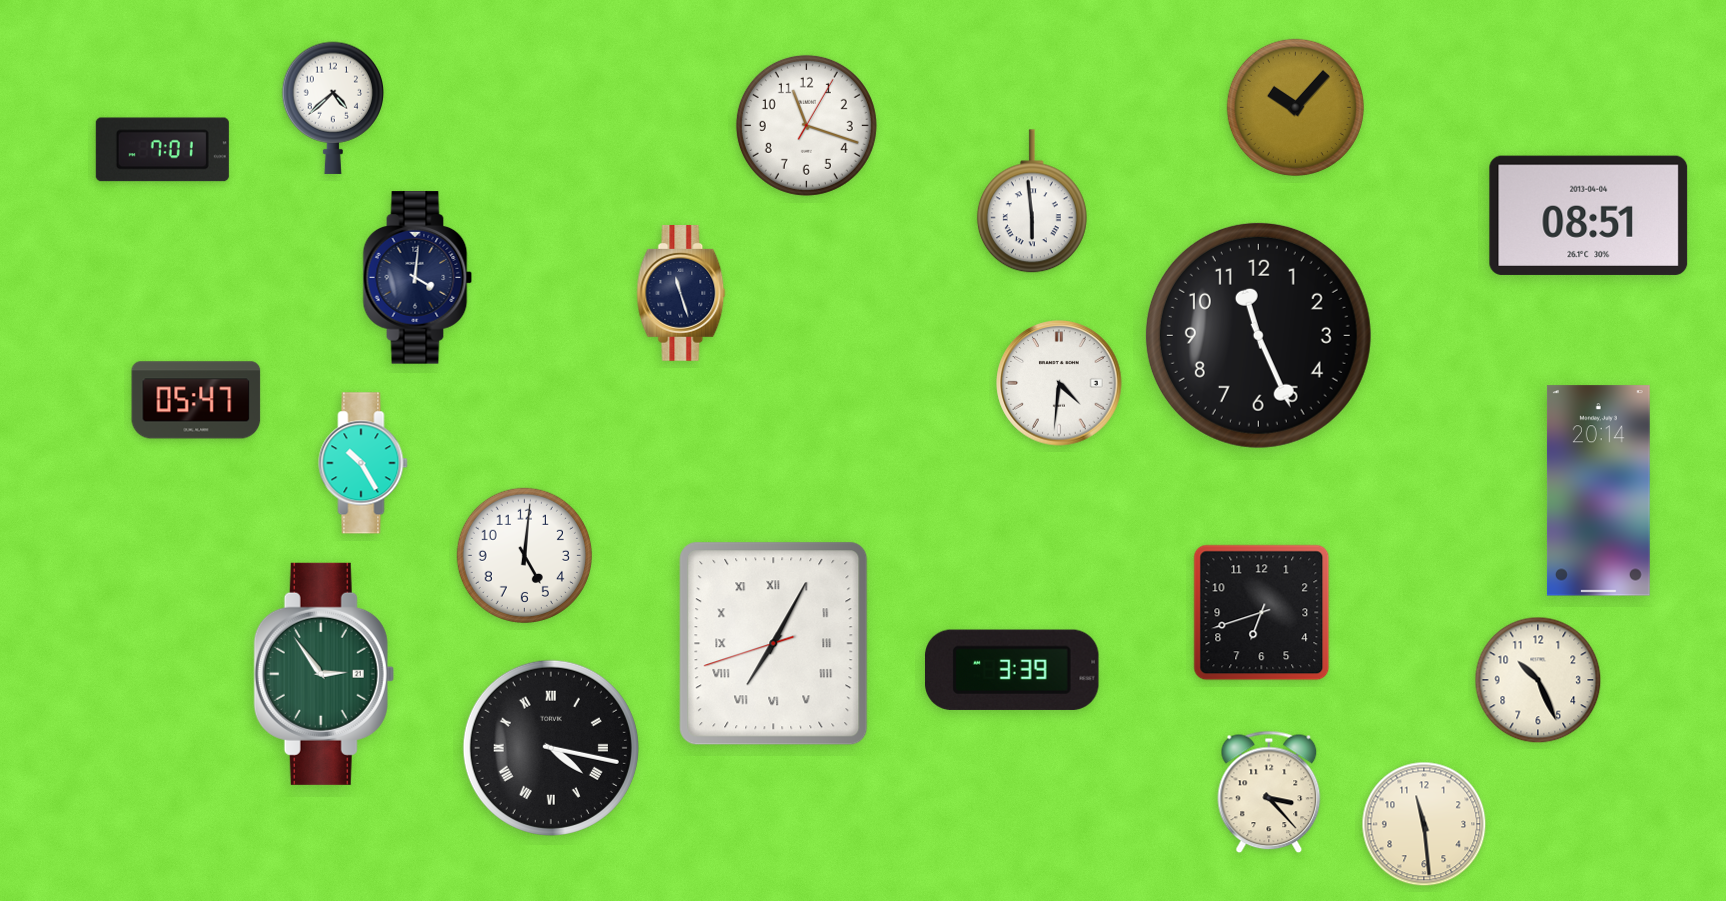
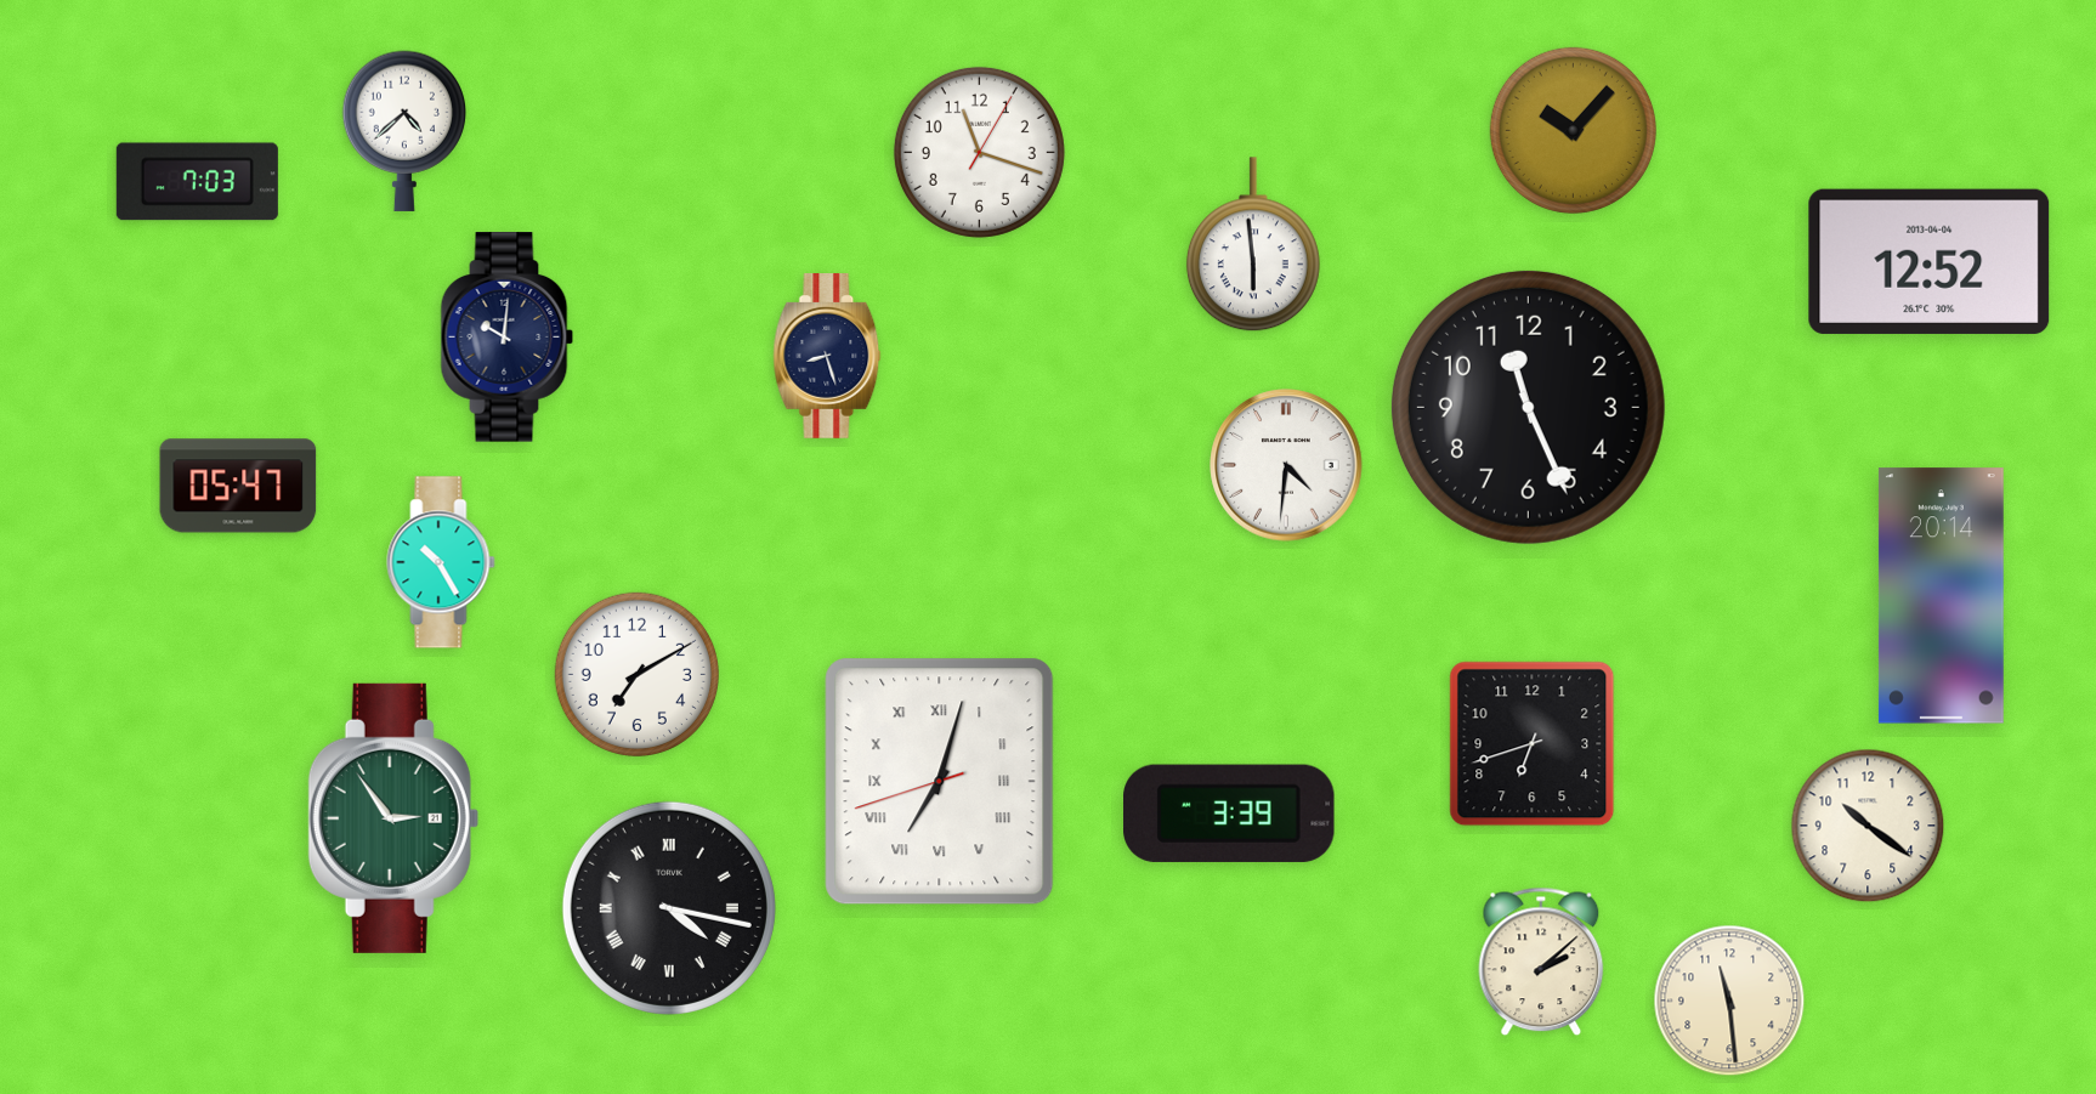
clock at (162, 150): 7:01 -> 7:03
clock at (1589, 215): 08:51 -> 12:52
clock at (418, 278): 4:01 -> 10:01
clock at (681, 294): 11:27 -> 8:27
clock at (524, 555): 5:01 -> 7:10
clock at (774, 644): 7:04 -> 7:02
clock at (1538, 680): 10:26 -> 10:21
clock at (1269, 792): 3:23 -> 2:08
